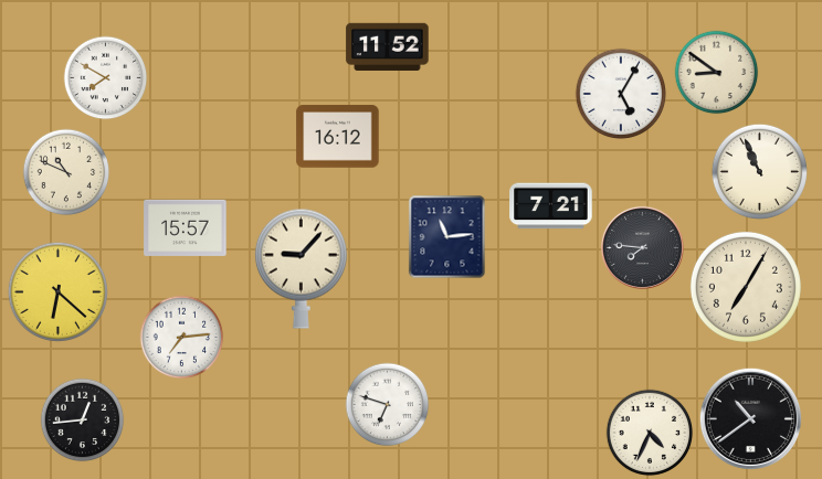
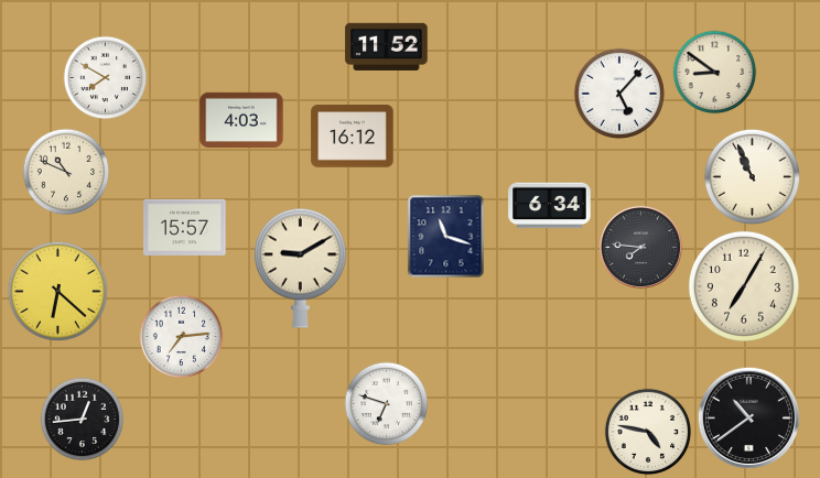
clock at (621, 94): 5:05 -> 5:07
clock at (241, 119): none -> 4:03
clock at (338, 137) position: (338, 137) -> (353, 137)
clock at (759, 171) position: (759, 171) -> (752, 176)
clock at (551, 206): 7:21 -> 6:34
clock at (447, 237): 11:14 -> 11:18
clock at (301, 268): 9:07 -> 9:10
clock at (650, 433): 4:34 -> 4:47
